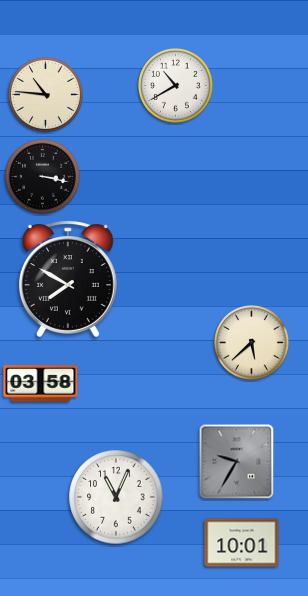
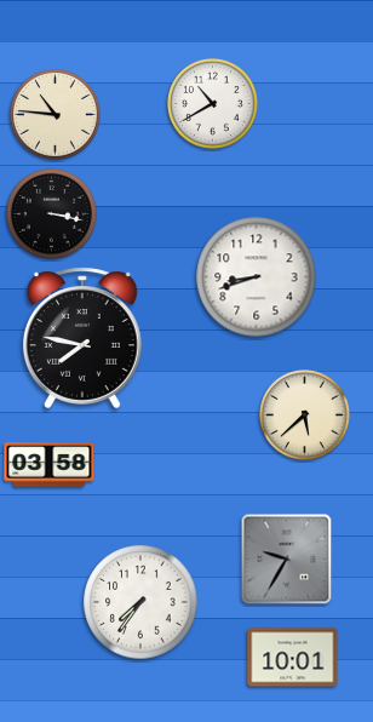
clock at (257, 277): none -> 8:42
clock at (68, 279): 7:50 -> 7:47
clock at (116, 497): 11:04 -> 7:36
